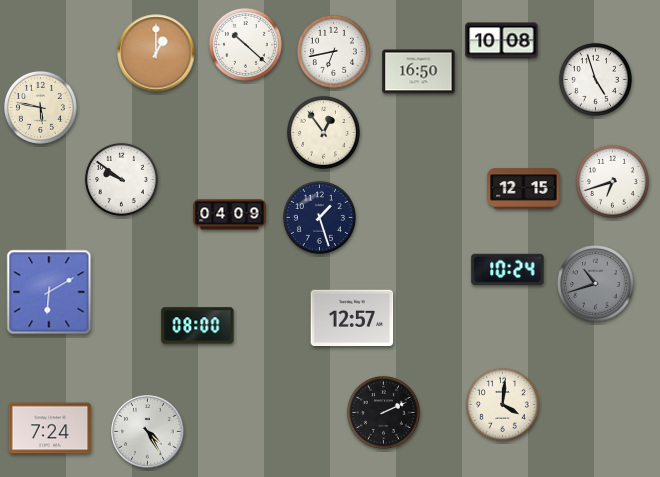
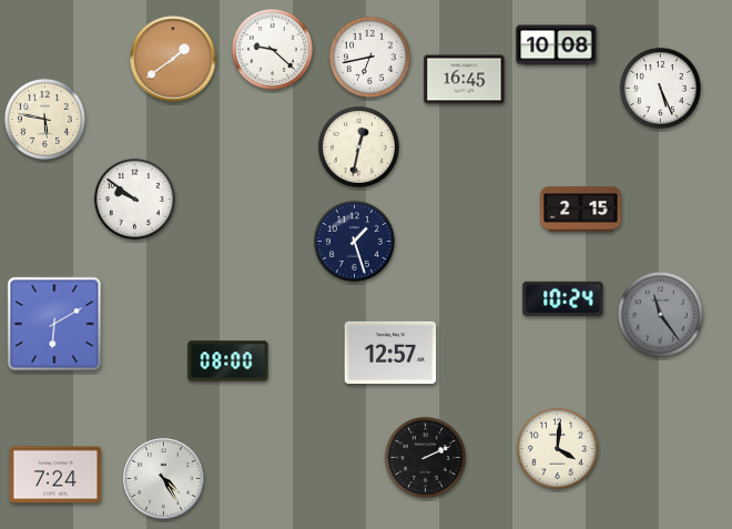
clock at (245, 44): 10:22 -> 9:22
clock at (156, 53): 1:00 -> 1:39
clock at (419, 72): 16:50 -> 16:45
clock at (595, 79): 4:57 -> 5:26
clock at (323, 132): 12:54 -> 12:32
clock at (612, 181): 6:42 -> none
clock at (524, 189): 12:15 -> 2:15
clock at (230, 215): 04:09 -> none
clock at (596, 284): 10:42 -> 11:24
clock at (198, 326) position: (198, 326) -> (228, 362)
